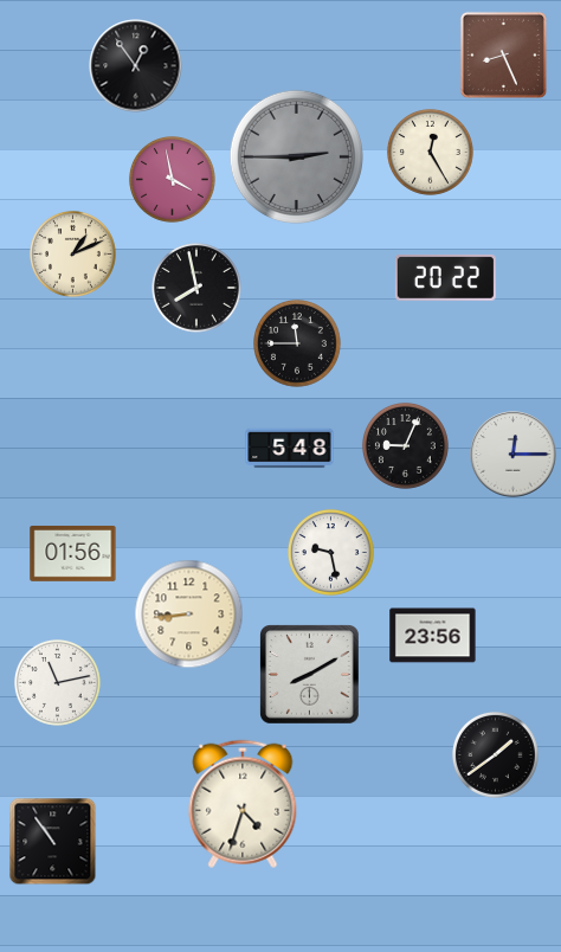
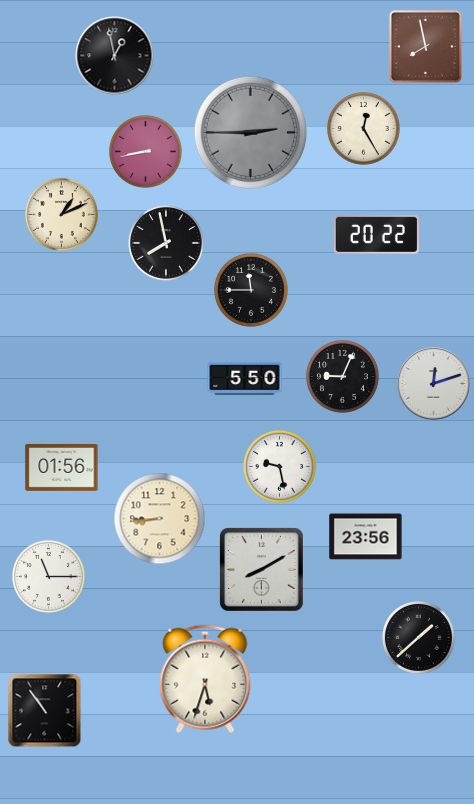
clock at (503, 54): 8:26 -> 7:58
clock at (136, 66): 12:54 -> 12:58
clock at (172, 179): 3:58 -> 8:43
clock at (290, 449): 5:48 -> 5:50
clock at (514, 455): 12:15 -> 12:12
clock at (57, 682): 11:13 -> 11:15
clock at (495, 754): 1:39 -> 1:38
clock at (243, 804): 4:33 -> 5:33
